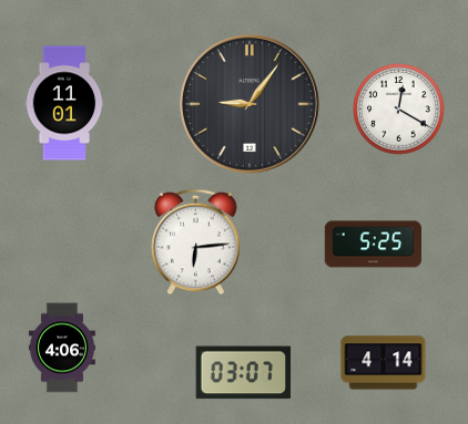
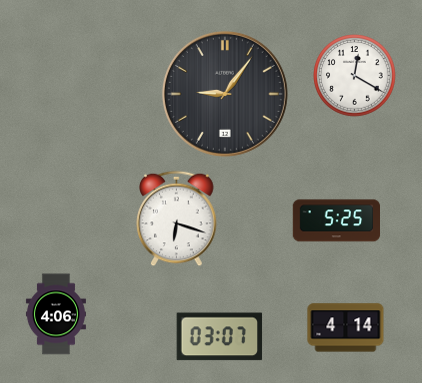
clock at (64, 103): 11:01 -> none
clock at (399, 110) position: (399, 110) -> (355, 76)
clock at (196, 242): 6:14 -> 6:18
